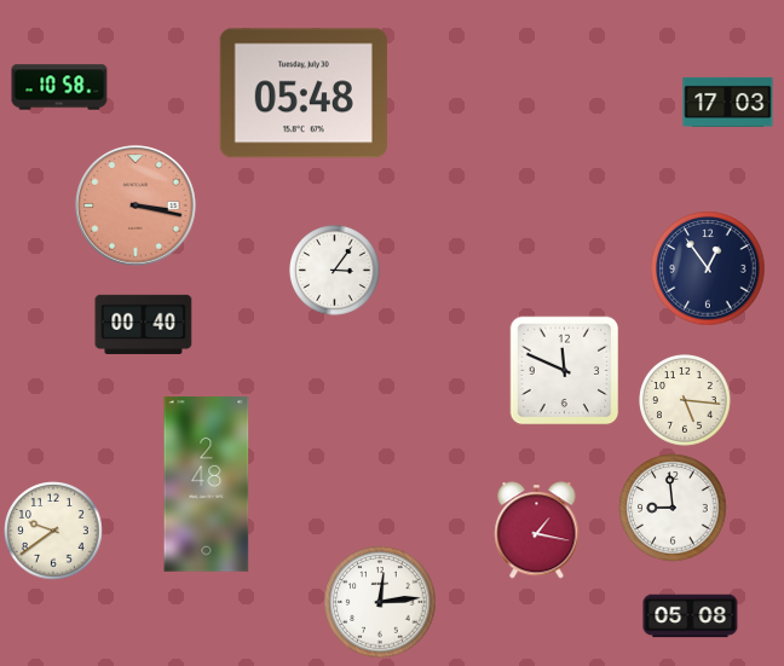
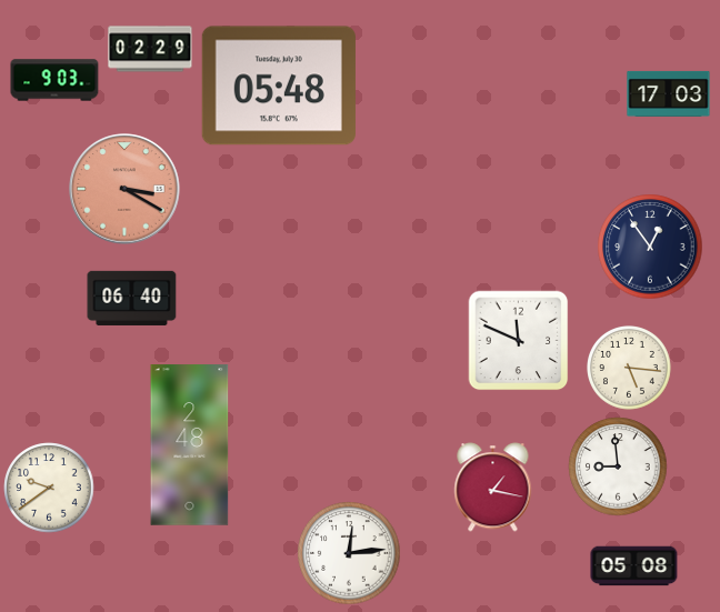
clock at (150, 49): none -> 02:29
clock at (59, 87): 10:58 -> 9:03
clock at (136, 205): 3:17 -> 3:20
clock at (335, 271): 3:06 -> none
clock at (144, 324): 00:40 -> 06:40
